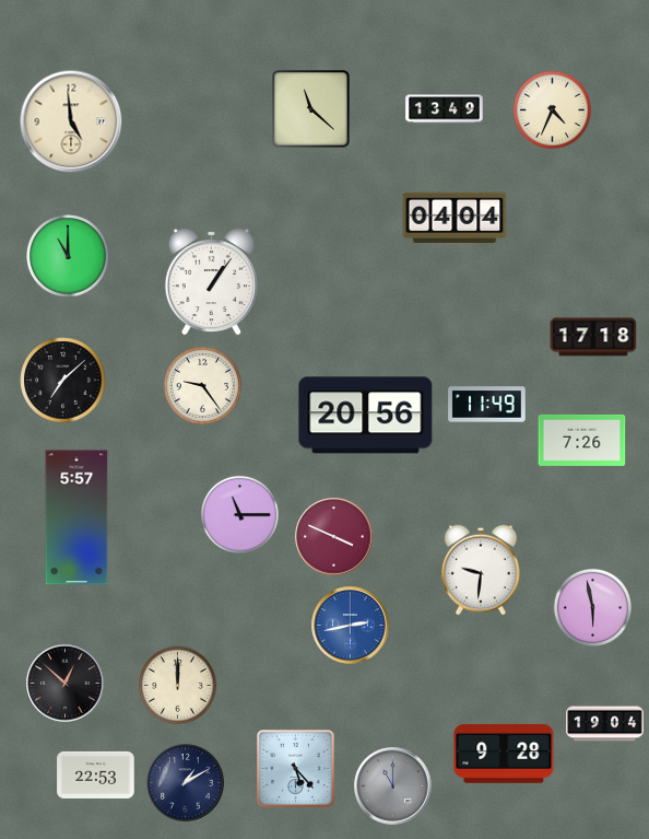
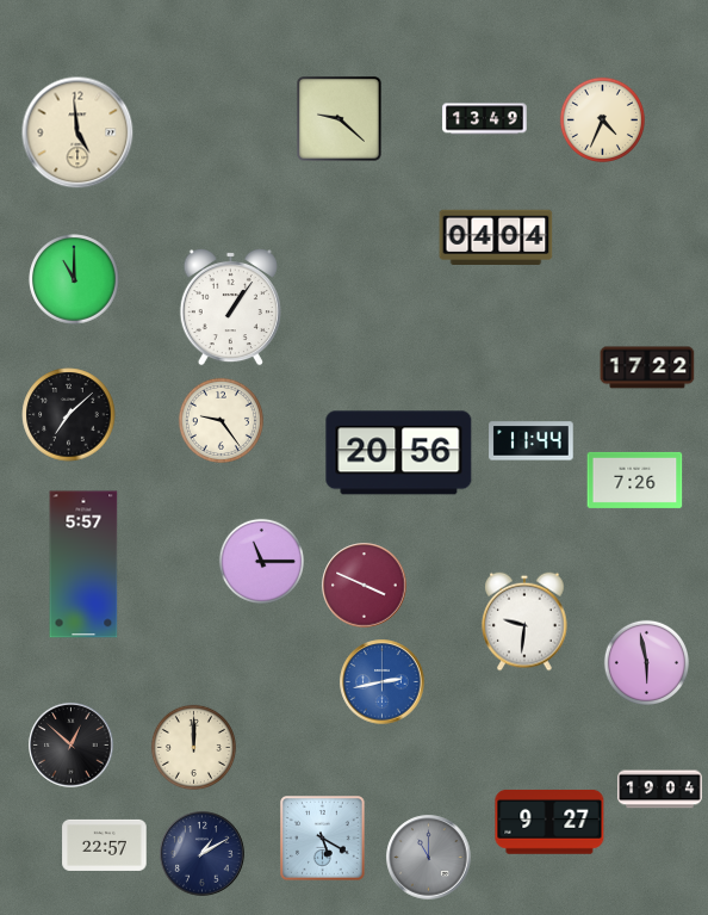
clock at (311, 109): 11:22 -> 9:22
clock at (593, 337): 17:18 -> 17:22
clock at (487, 405): 11:49 -> 11:44
clock at (504, 754): 9:28 -> 9:27
clock at (296, 769): 5:23 -> 5:20
clock at (96, 774): 22:53 -> 22:57
